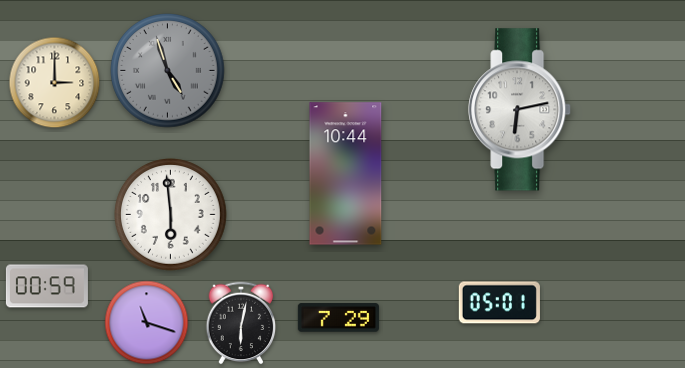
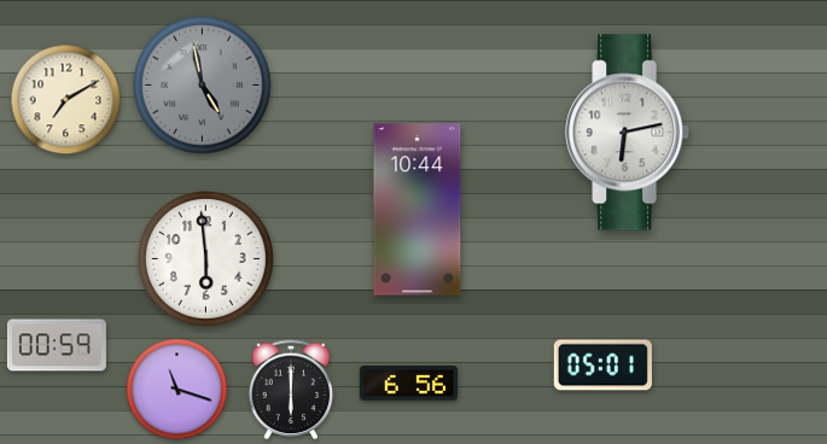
clock at (168, 71): 4:57 -> 4:58
clock at (55, 83): 3:00 -> 7:10
clock at (338, 318): 7:29 -> 6:56
clock at (241, 323): 6:02 -> 6:00
